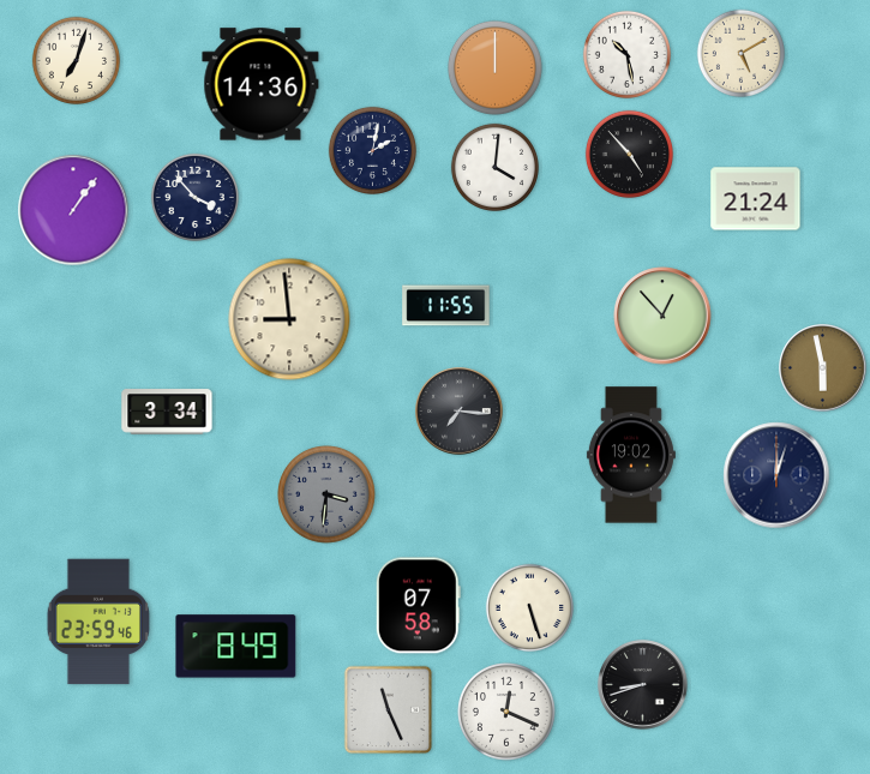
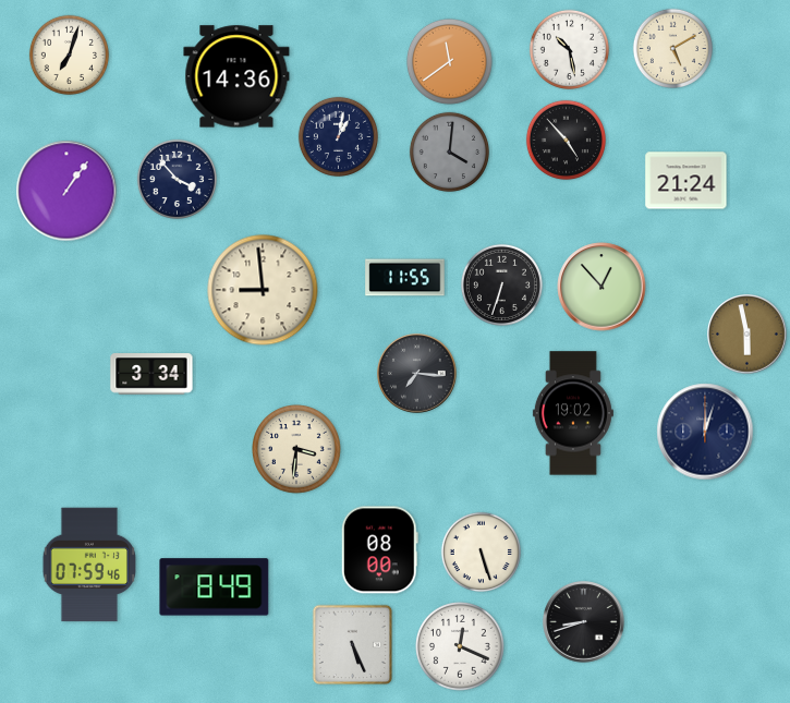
clock at (494, 67): 12:00 -> 11:39
clock at (372, 150): 2:02 -> 1:02
clock at (629, 154) position: (629, 154) -> (566, 140)
clock at (494, 167) dial: white -> grey
clock at (501, 284): none -> 6:33
clock at (328, 496) dial: grey -> cream
clock at (418, 606): 07:58 -> 08:00
clock at (97, 622): 23:59 -> 07:59
clock at (389, 710): 11:26 -> 5:26
